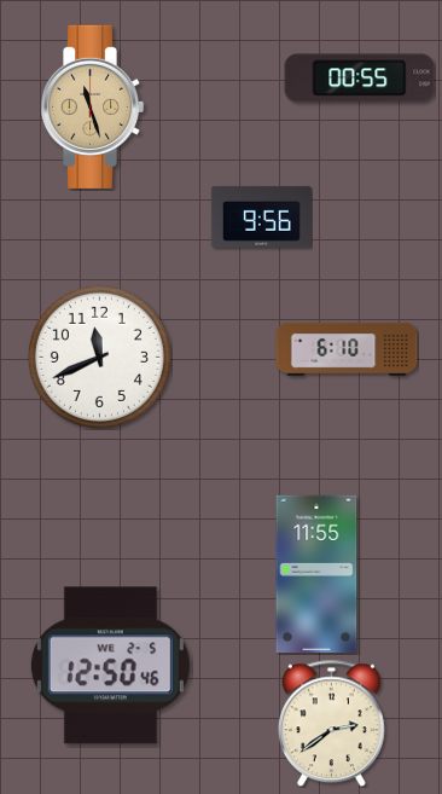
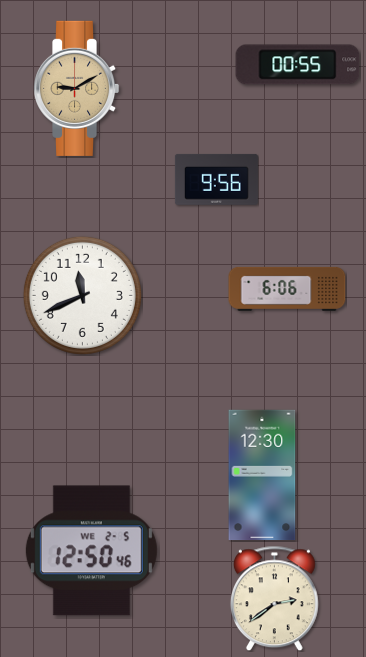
clock at (93, 106): 11:27 -> 9:10
clock at (347, 349): 6:10 -> 6:06
clock at (316, 574): 11:55 -> 12:30
